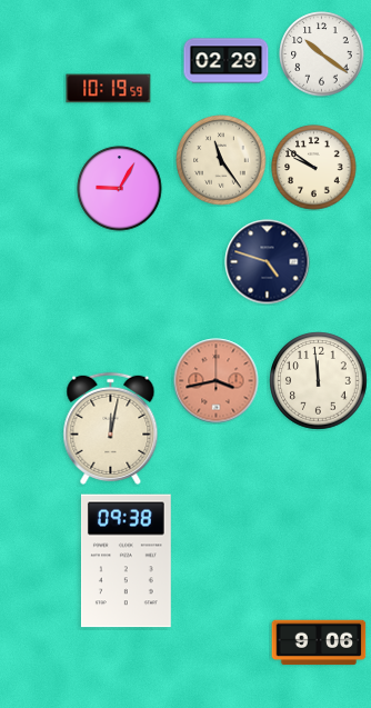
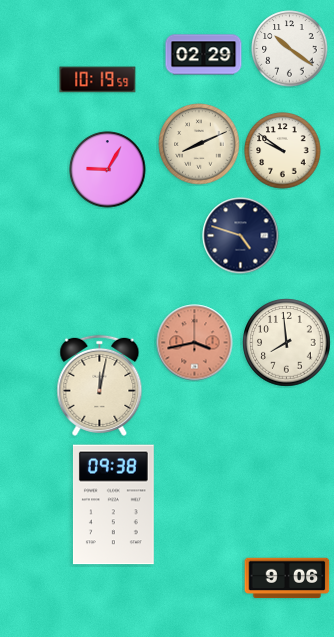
clock at (221, 160): 11:24 -> 8:11
clock at (319, 381): 11:59 -> 7:59
